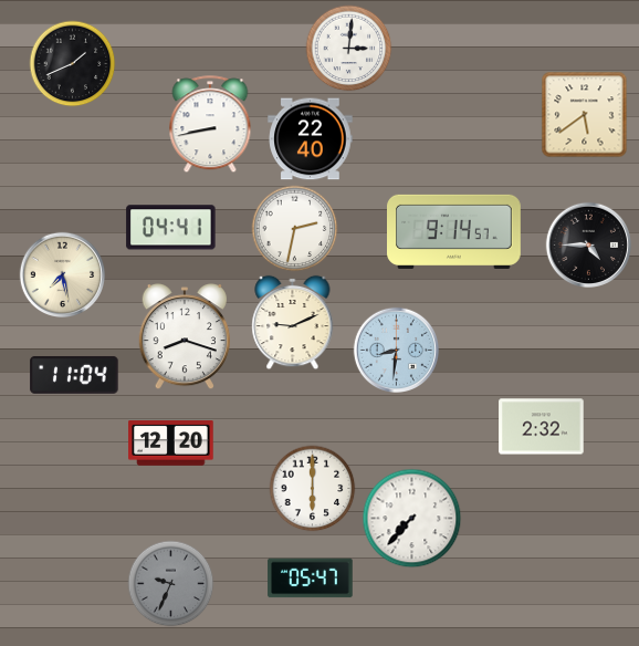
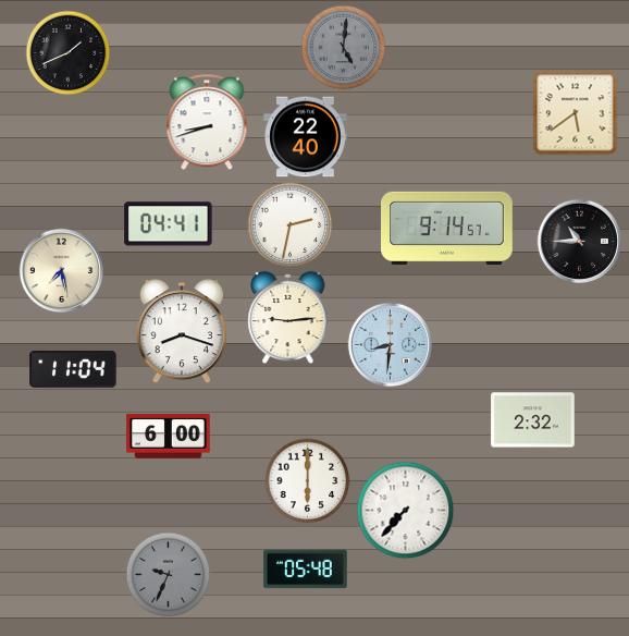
clock at (348, 48): 3:01 -> 5:01
clock at (348, 48) dial: white -> grey
clock at (72, 63) position: (72, 63) -> (67, 52)
clock at (210, 124): 8:43 -> 8:42
clock at (588, 244): 4:45 -> 10:45
clock at (293, 322): 9:11 -> 9:14
clock at (171, 444): 12:20 -> 6:00
clock at (311, 579): 05:47 -> 05:48
